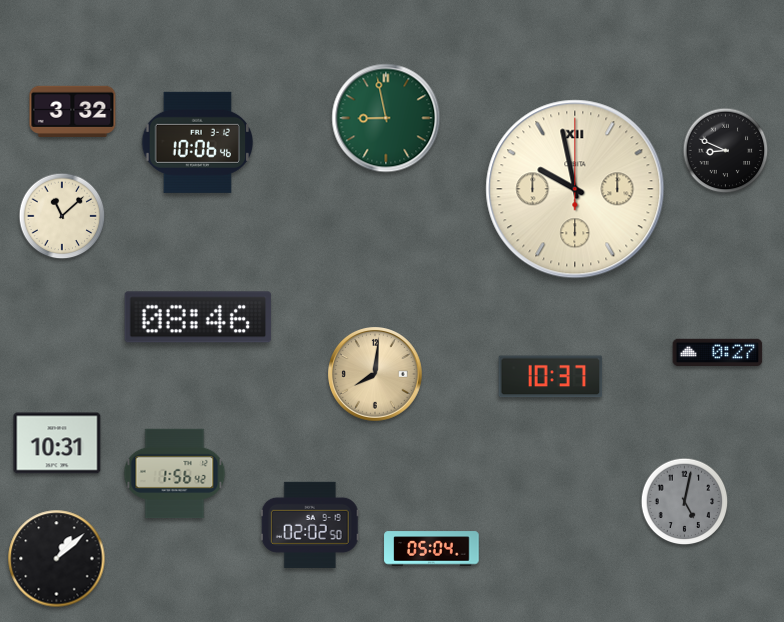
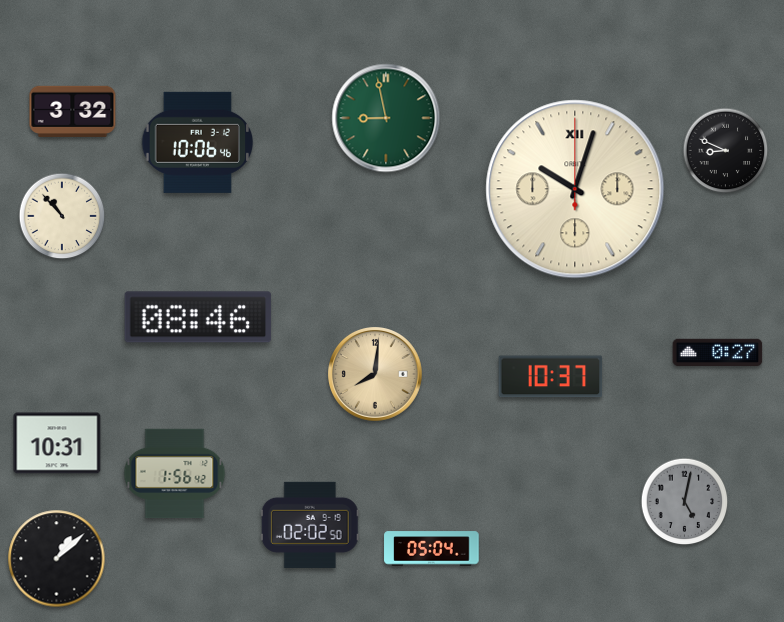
clock at (575, 189): 9:58 -> 10:03
clock at (62, 216): 11:08 -> 10:53
